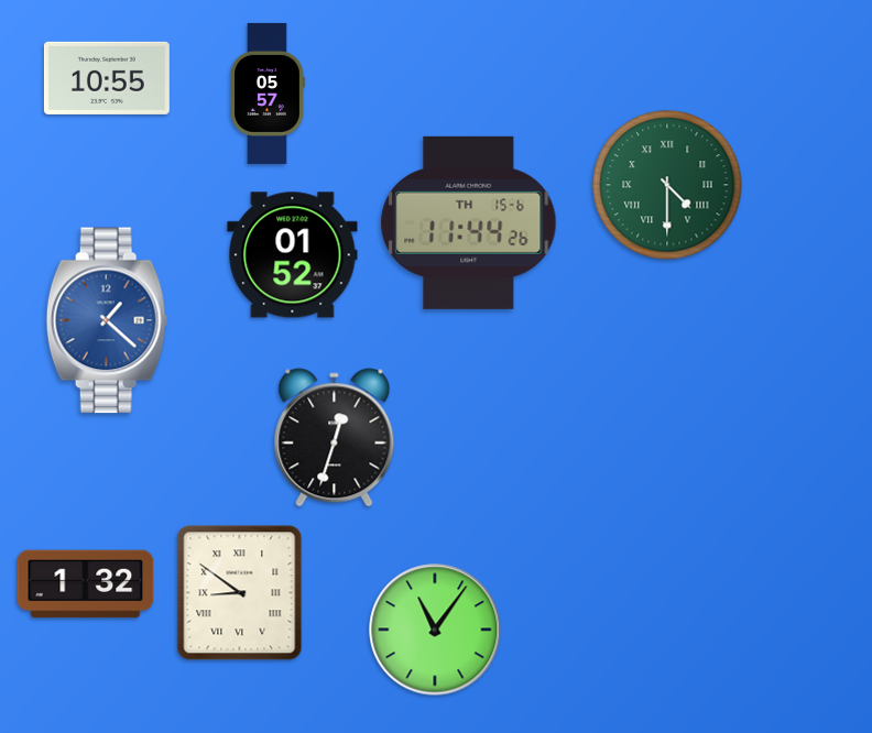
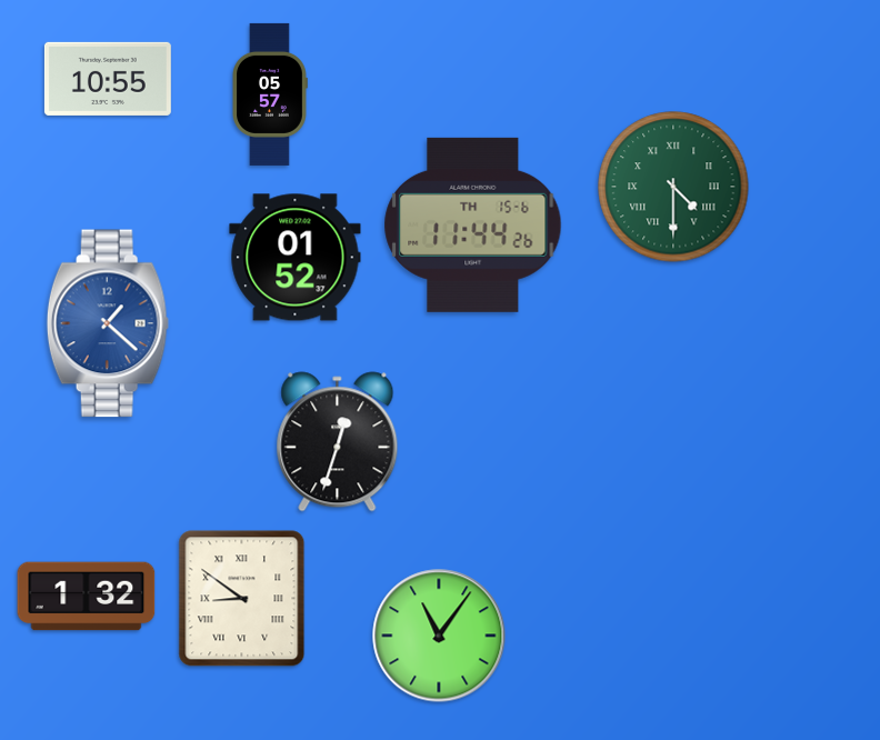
clock at (86, 584) position: (86, 584) -> (87, 597)
